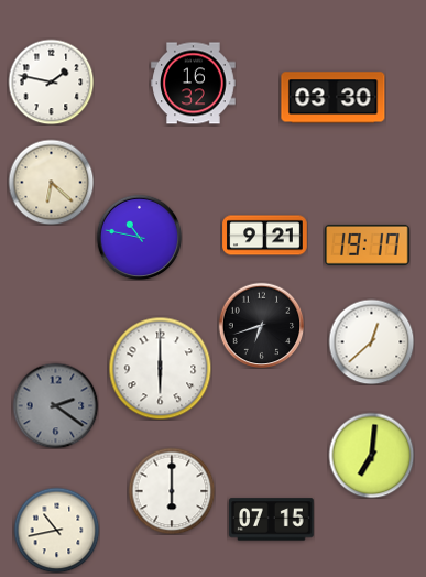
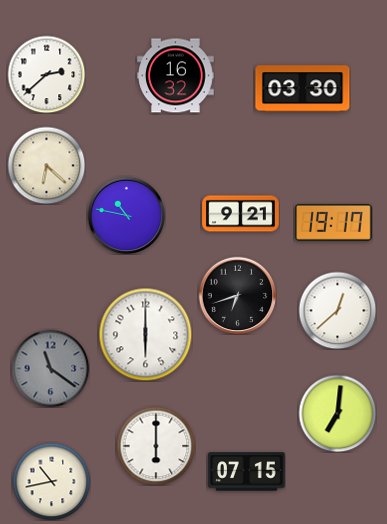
clock at (51, 81): 1:47 -> 2:38
clock at (55, 405): 2:21 -> 11:21
